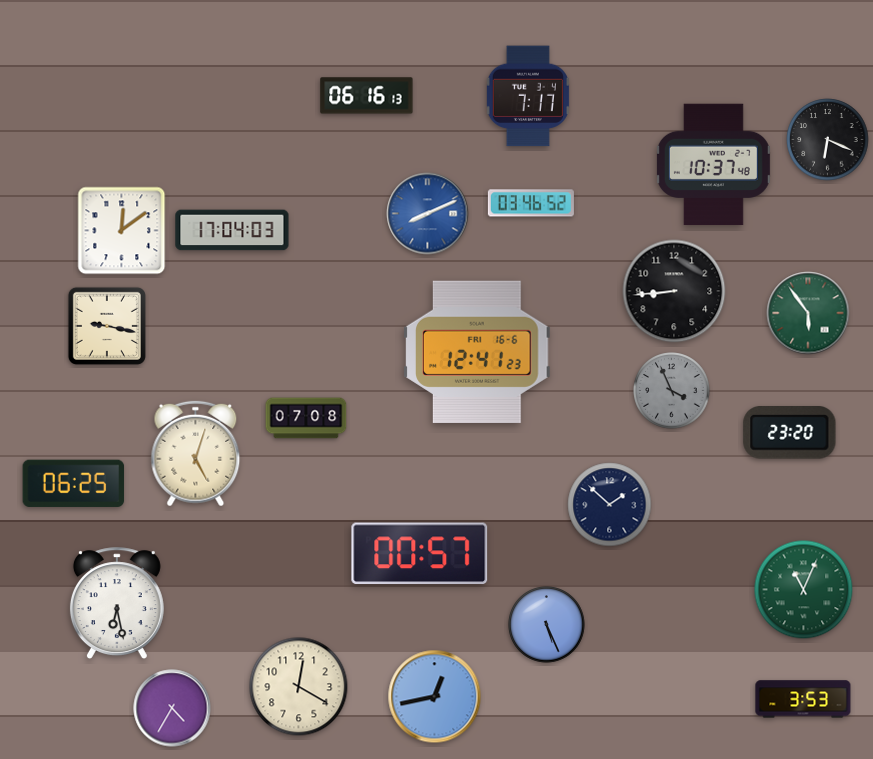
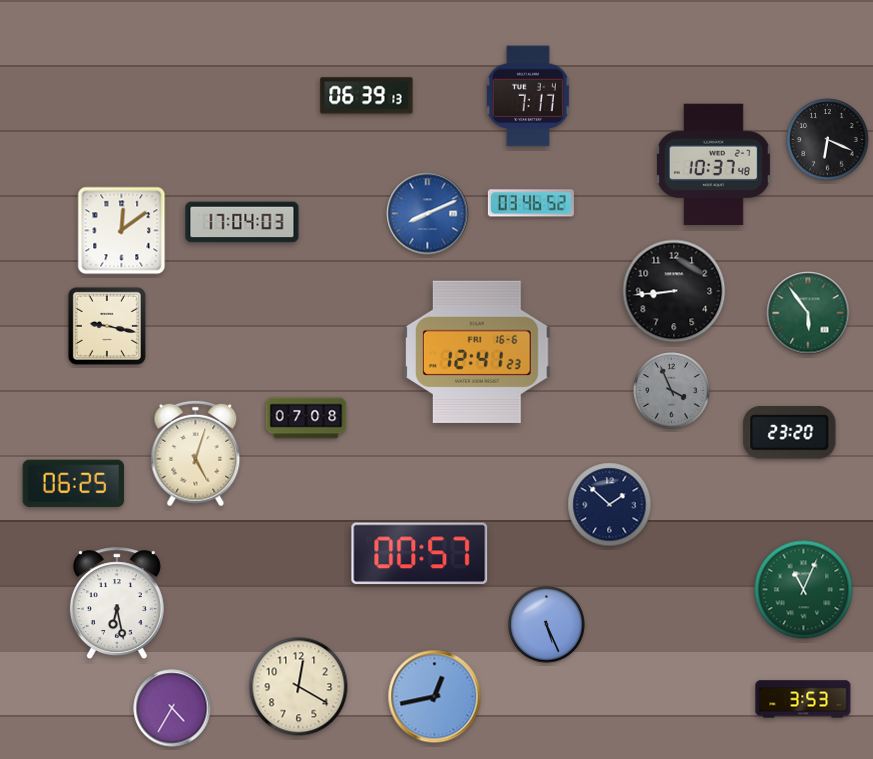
clock at (367, 96): 06:16 -> 06:39
clock at (232, 230) position: (232, 230) -> (242, 222)
